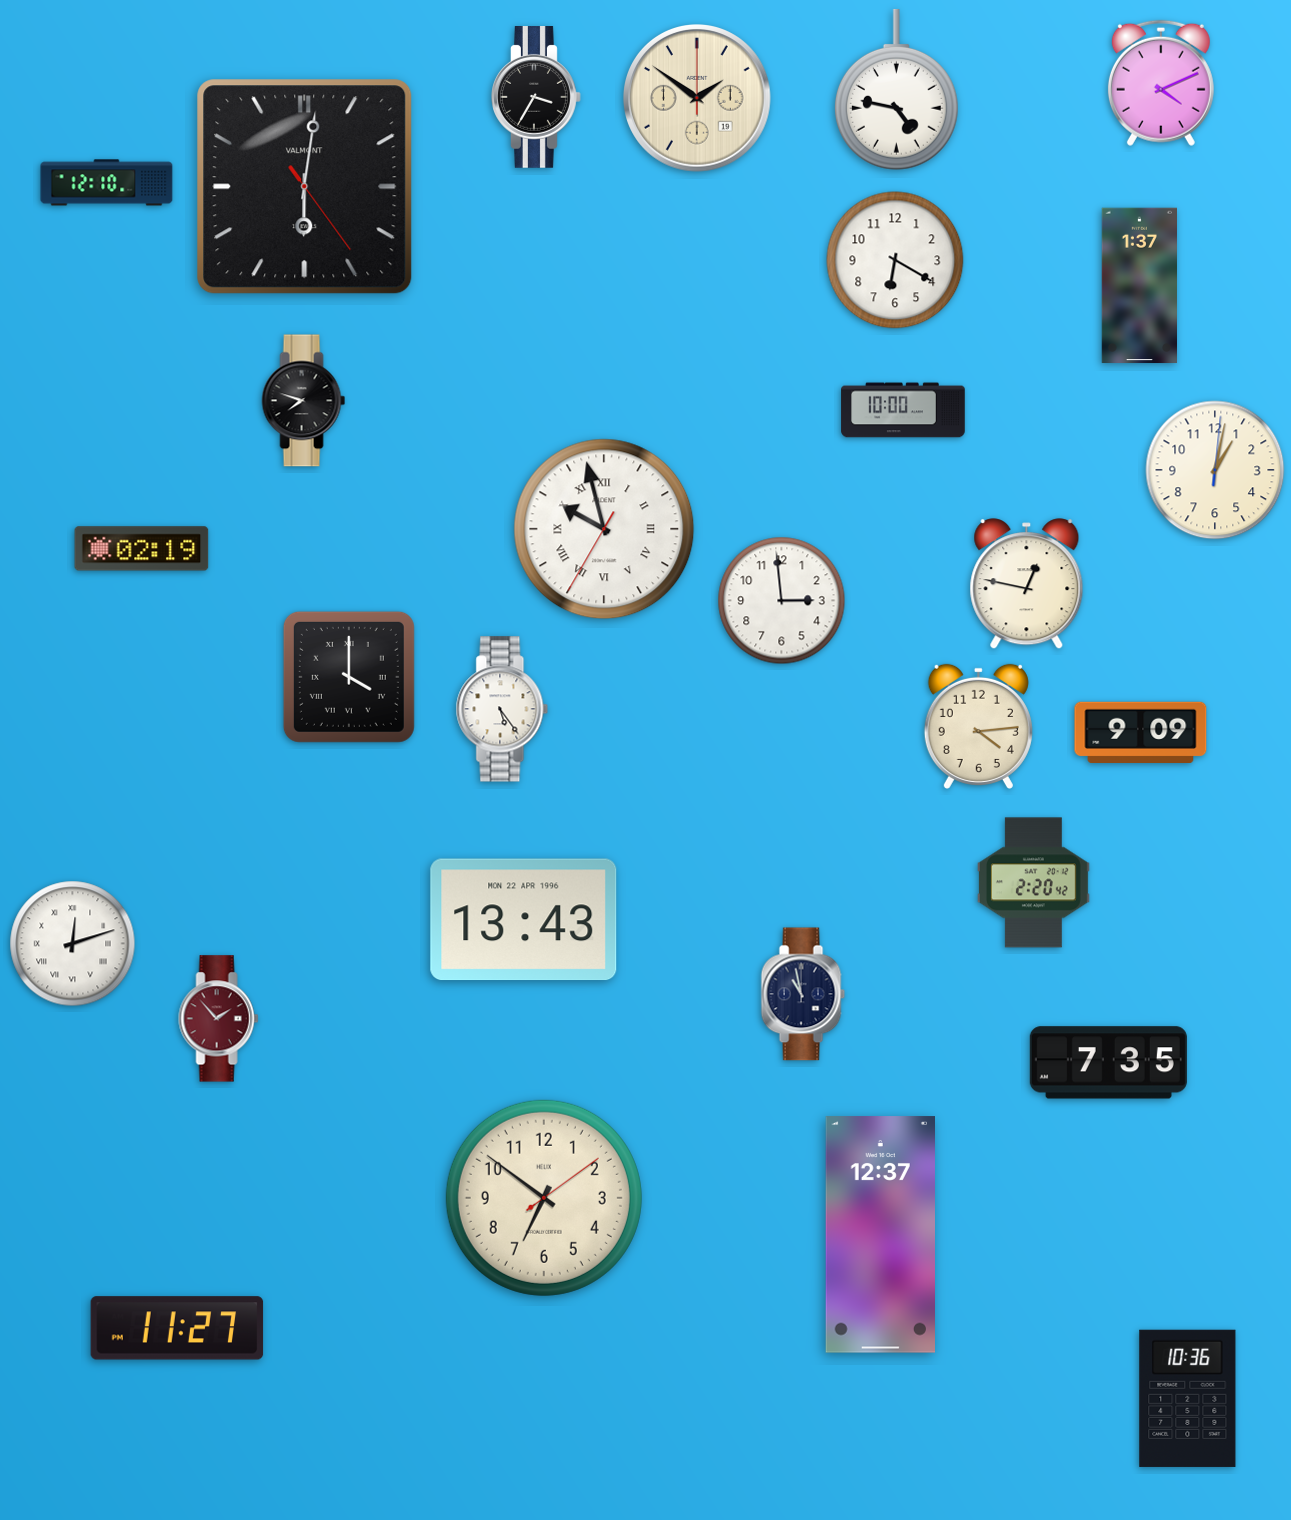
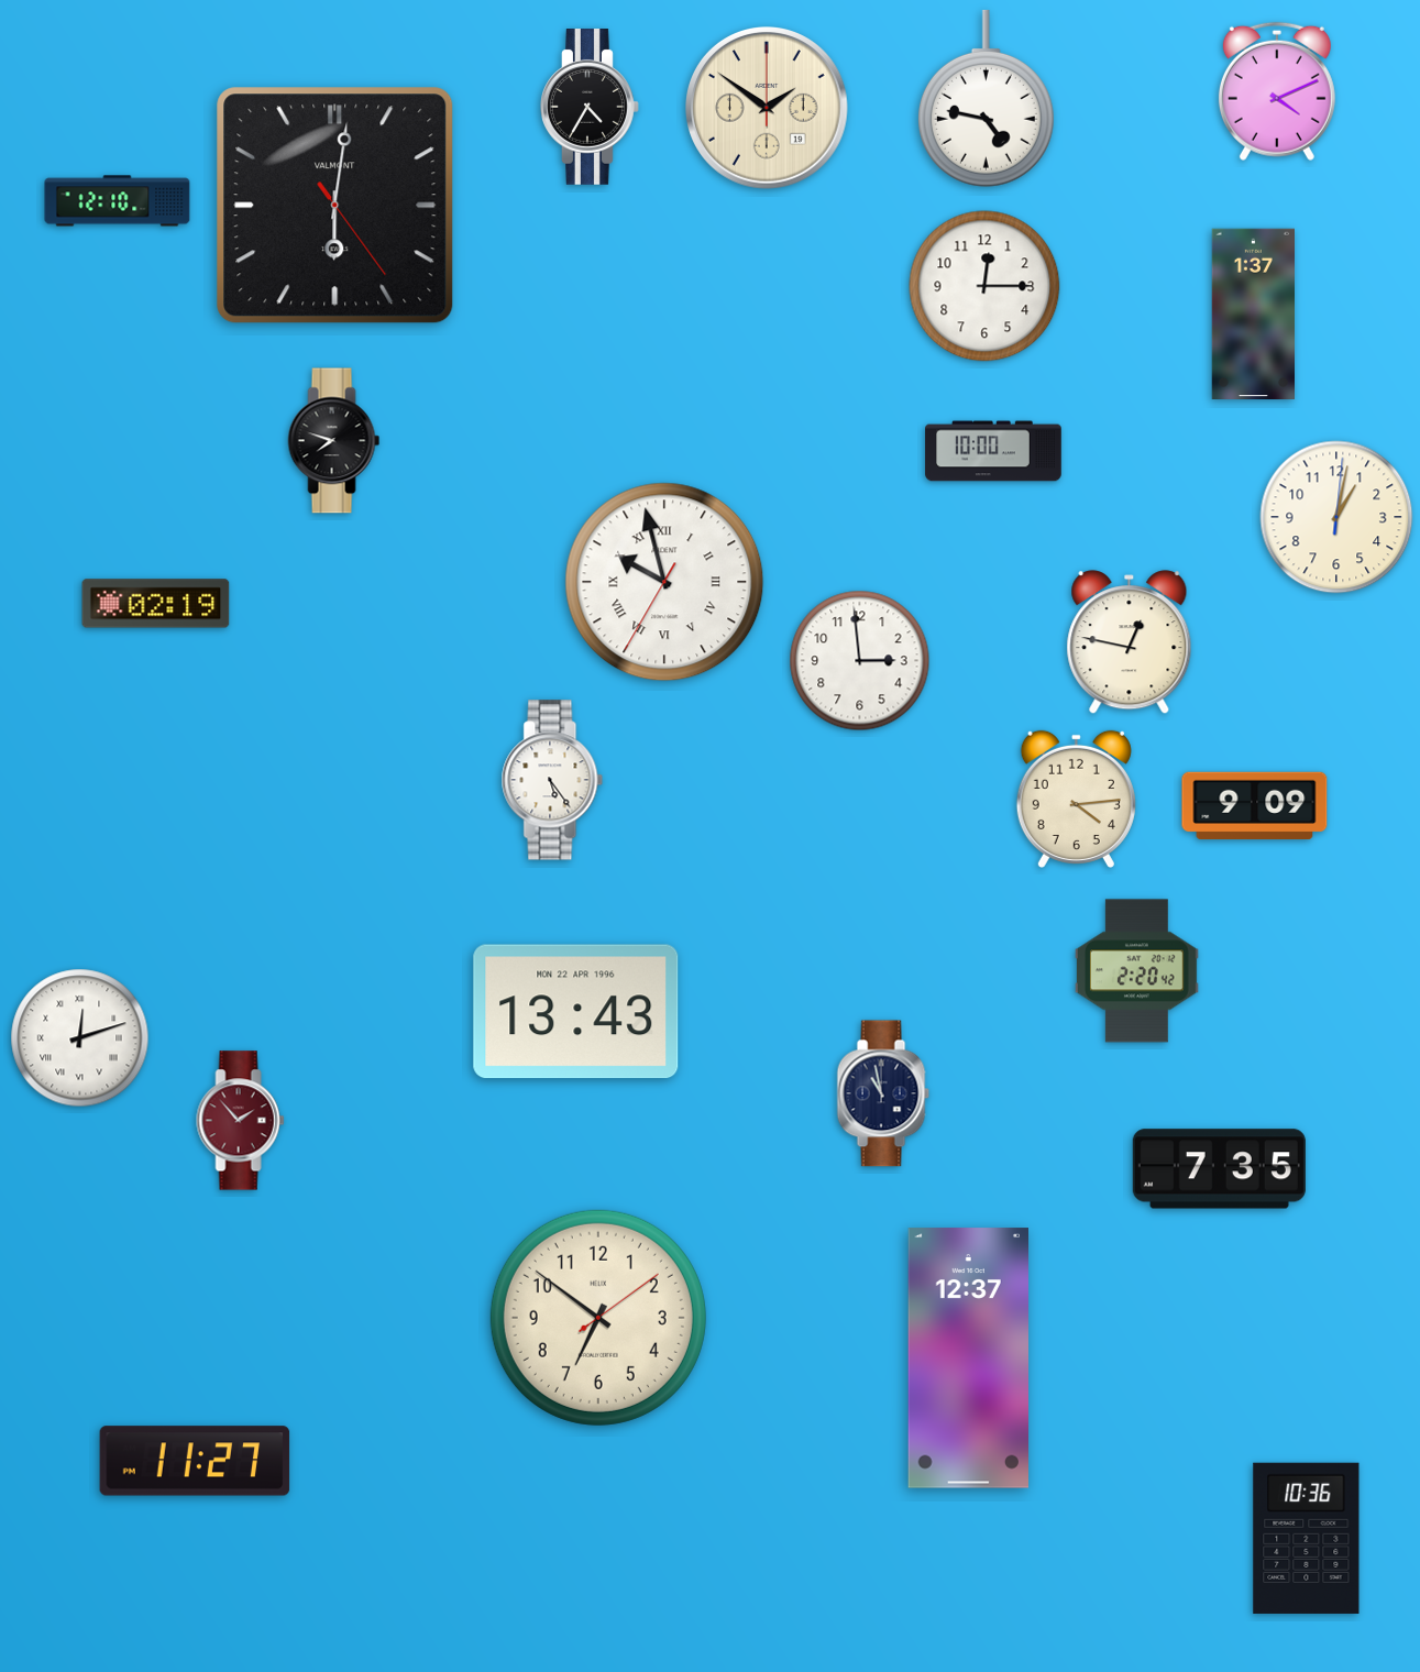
clock at (537, 98): 3:35 -> 4:35
clock at (895, 260): 6:20 -> 12:15
clock at (349, 677): 4:00 -> none
